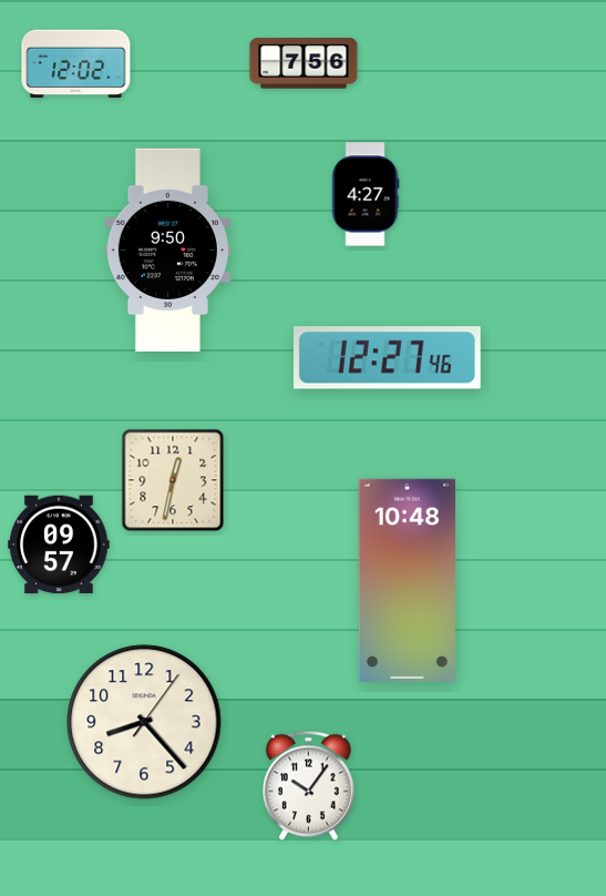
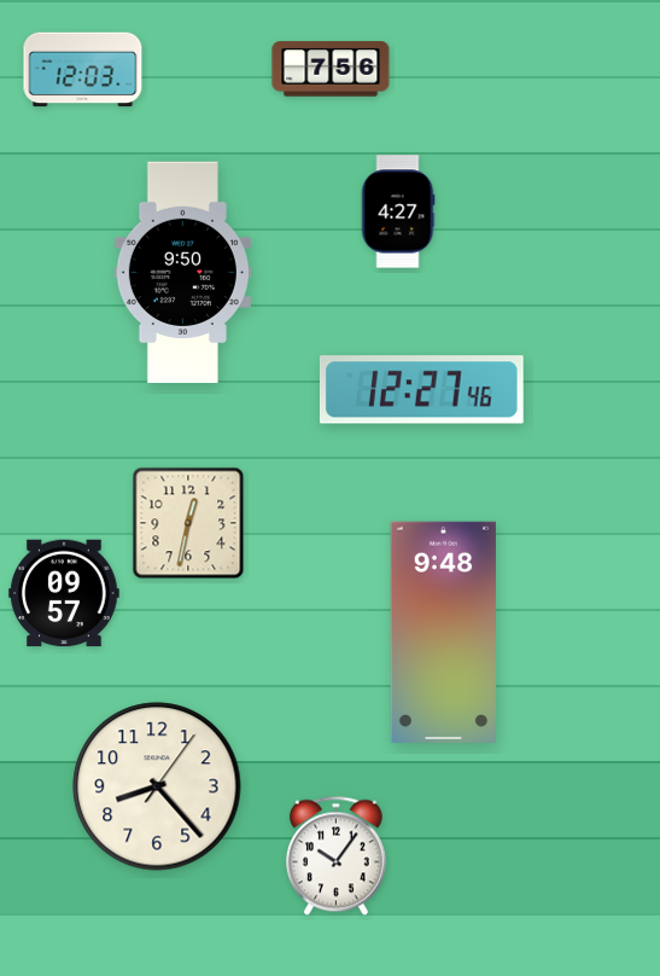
clock at (76, 64): 12:02 -> 12:03
clock at (407, 580): 10:48 -> 9:48
